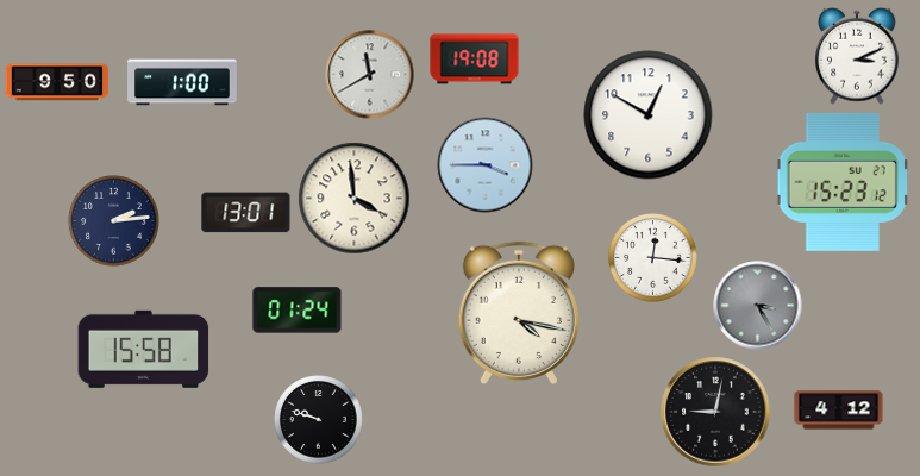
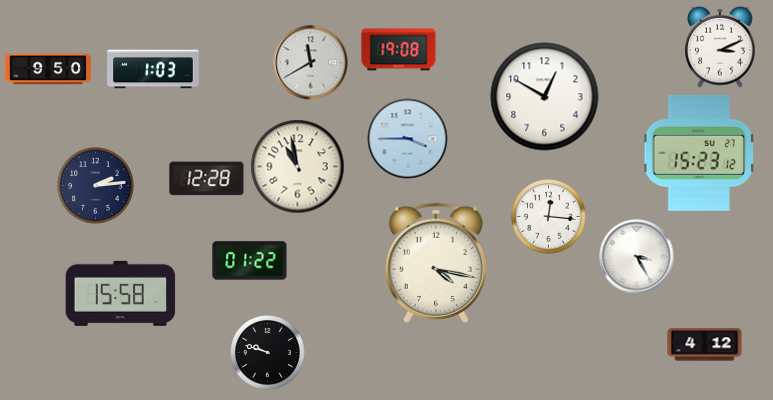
clock at (182, 82): 1:00 -> 1:03
clock at (843, 182) position: (843, 182) -> (699, 153)
clock at (355, 199): 3:59 -> 10:58
clock at (246, 213): 13:01 -> 12:28
clock at (758, 306) dial: grey -> white
clock at (298, 311): 01:24 -> 01:22
clock at (715, 412): 9:02 -> none
